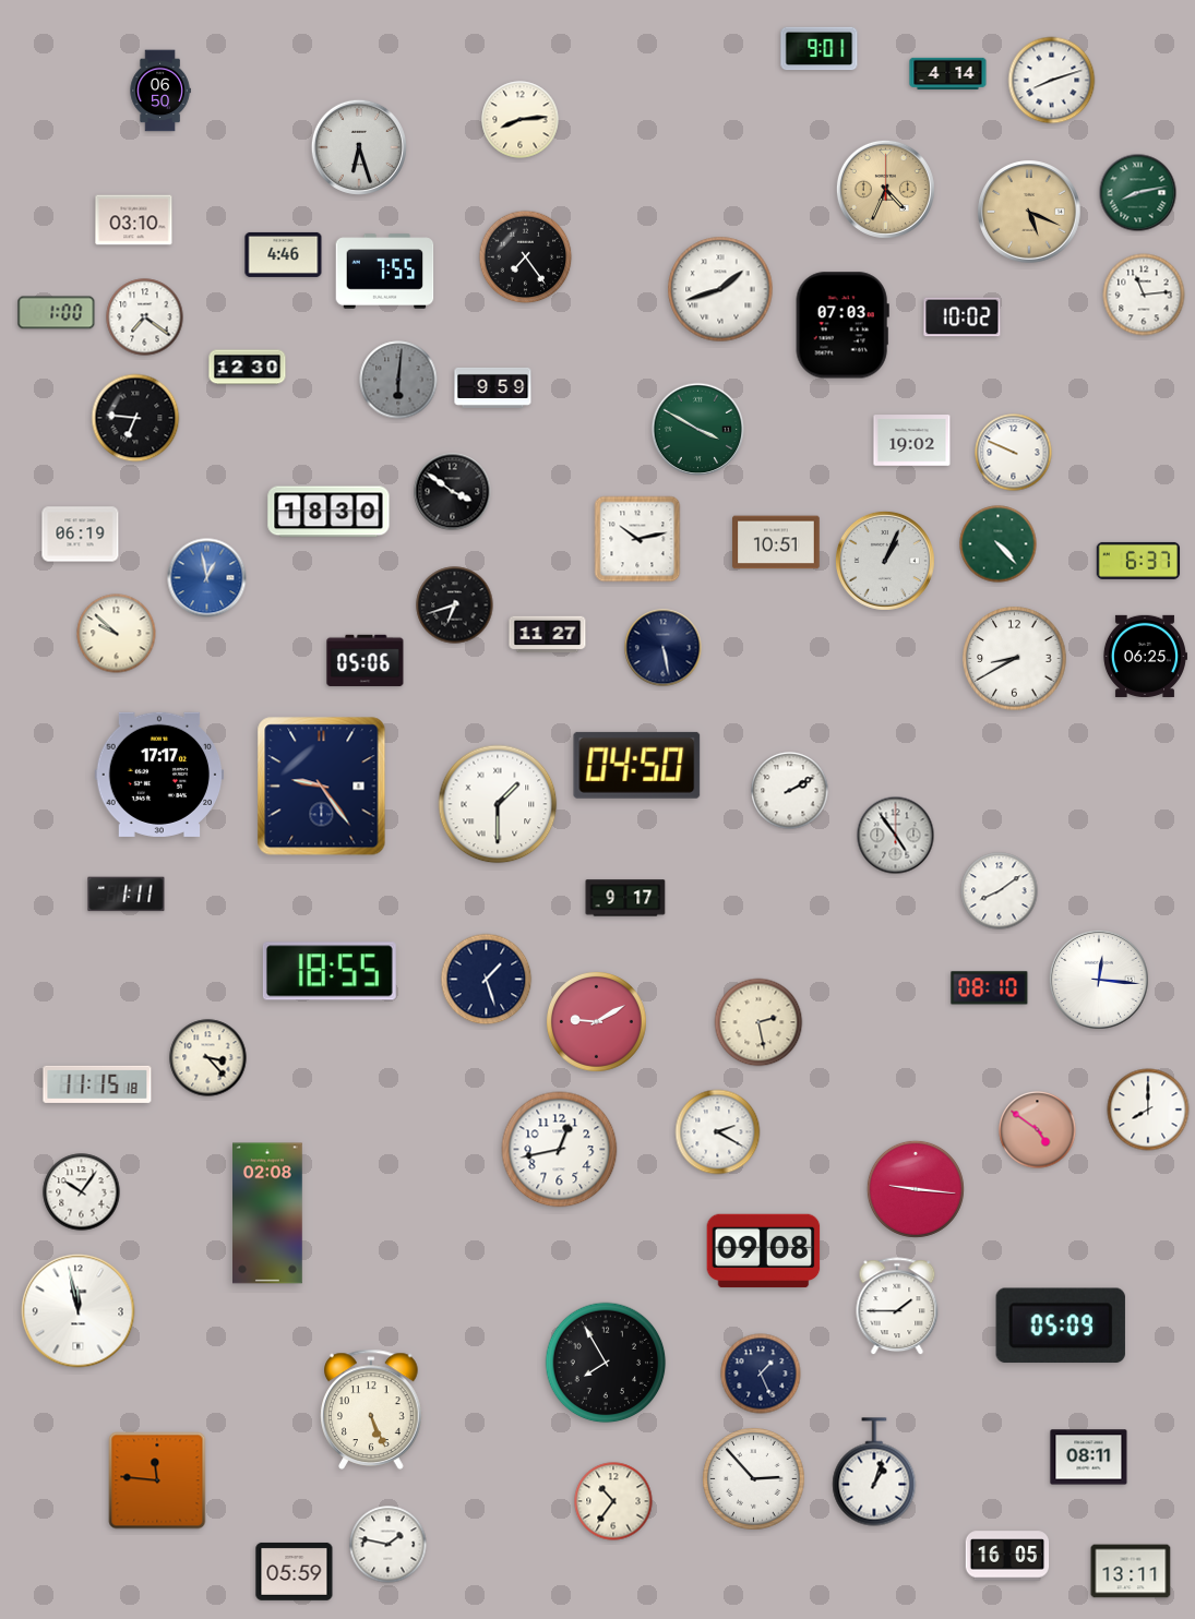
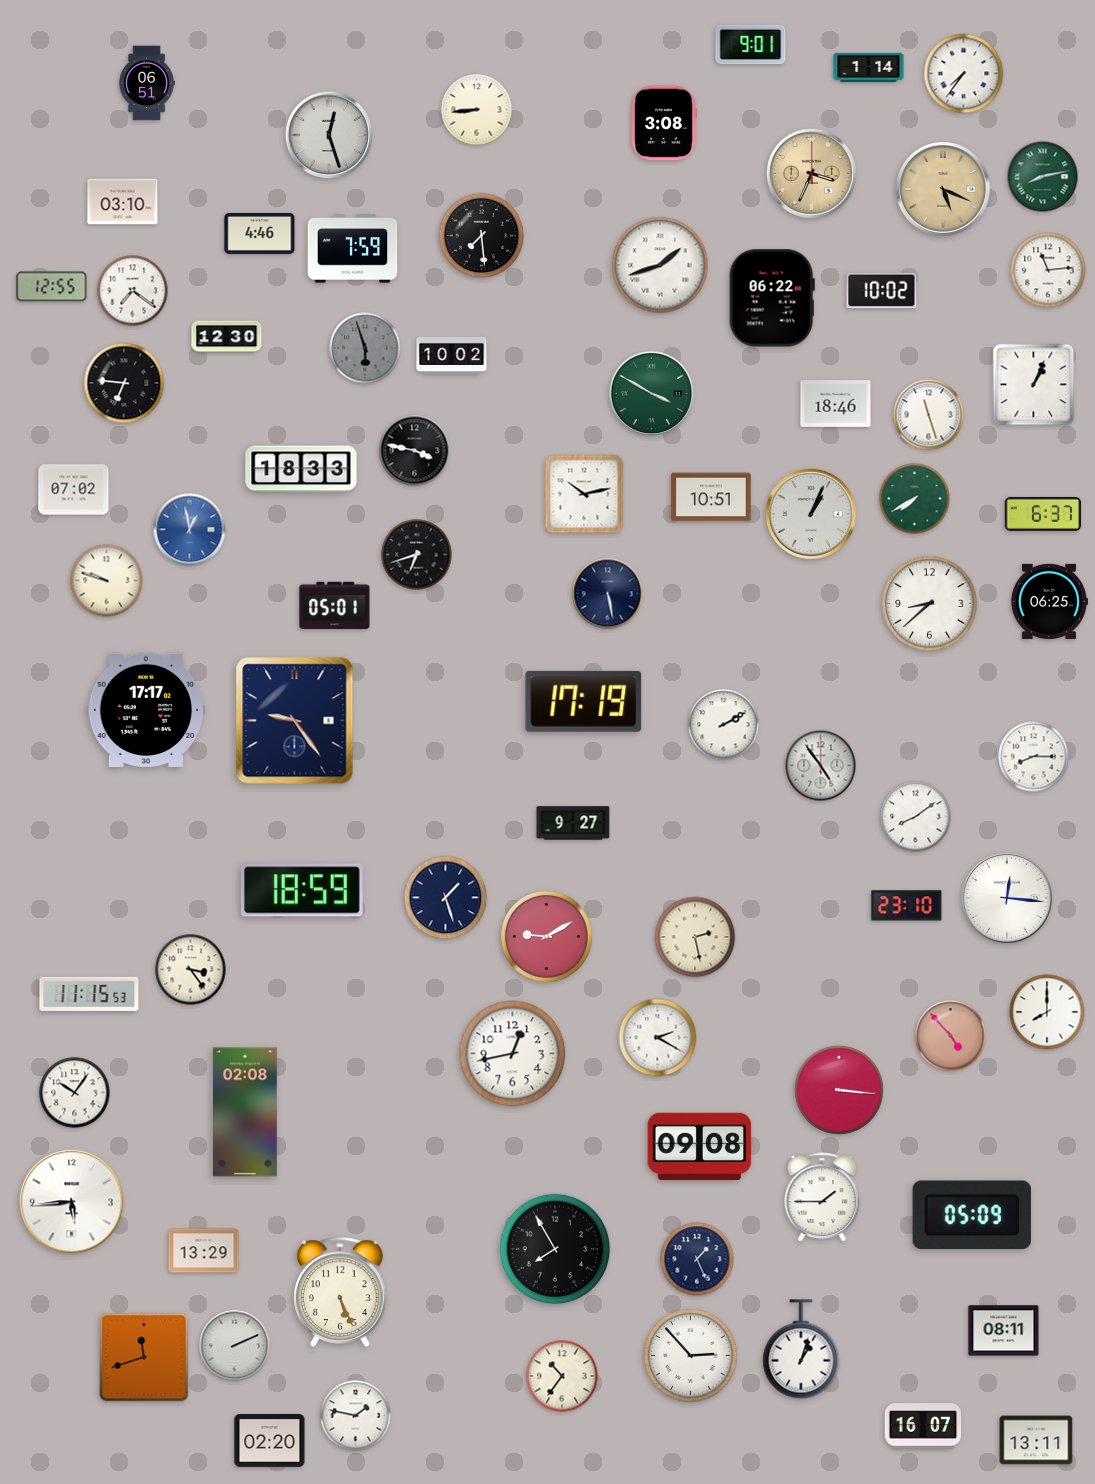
clock at (948, 73): 4:14 -> 1:14
clock at (1052, 81): 8:12 -> 7:36
clock at (160, 91): 06:50 -> 06:51
clock at (521, 120): 8:14 -> 8:44
clock at (664, 123): none -> 3:08
clock at (359, 147): 6:27 -> 12:27
clock at (885, 189): 4:34 -> 3:34
clock at (1029, 212) position: (1029, 212) -> (943, 189)
clock at (526, 257): 7:24 -> 7:29
clock at (385, 272): 7:55 -> 7:59
clock at (57, 313): 1:00 -> 12:55
clock at (843, 325): 07:03 -> 06:22
clock at (398, 380): 6:01 -> 5:57
clock at (493, 387): 9:59 -> 10:02
clock at (1034, 385): none -> 1:04
clock at (698, 430) position: (698, 430) -> (652, 394)
clock at (912, 441): 19:02 -> 18:46
clock at (1014, 453): 9:49 -> 11:27
clock at (453, 492): 3:51 -> 3:47
clock at (328, 512): 18:30 -> 18:33
clock at (81, 535): 06:19 -> 07:02
clock at (999, 544): 4:23 -> 7:40
clock at (117, 634): 9:52 -> 9:48
clock at (548, 635): 11:27 -> none
clock at (1015, 659): 8:40 -> 8:38
clock at (366, 660): 05:06 -> 05:01
clock at (637, 765): 04:50 -> 17:19
clock at (498, 804): 1:30 -> none
clock at (1034, 757): none -> 8:15
clock at (127, 895): 1:11 -> none
clock at (625, 898): 9:17 -> 9:27
clock at (330, 971): 18:55 -> 18:59
clock at (990, 988): 08:10 -> 23:10
clock at (208, 1058): 3:23 -> 3:24
clock at (97, 1084): 11:15:18 -> 11:15:53
clock at (1148, 1110) position: (1148, 1110) -> (1047, 1012)
clock at (1038, 1130): 4:51 -> 4:53
clock at (916, 1189): 9:16 -> 3:16
clock at (79, 1311): 11:58 -> 5:44
clock at (204, 1251): none -> 13:29
clock at (1089, 1458) position: (1089, 1458) -> (1004, 1331)
clock at (235, 1346): none -> 2:11
clock at (157, 1480): 11:46 -> 11:42
clock at (1007, 1556): 16:05 -> 16:07
clock at (295, 1571): 05:59 -> 02:20
